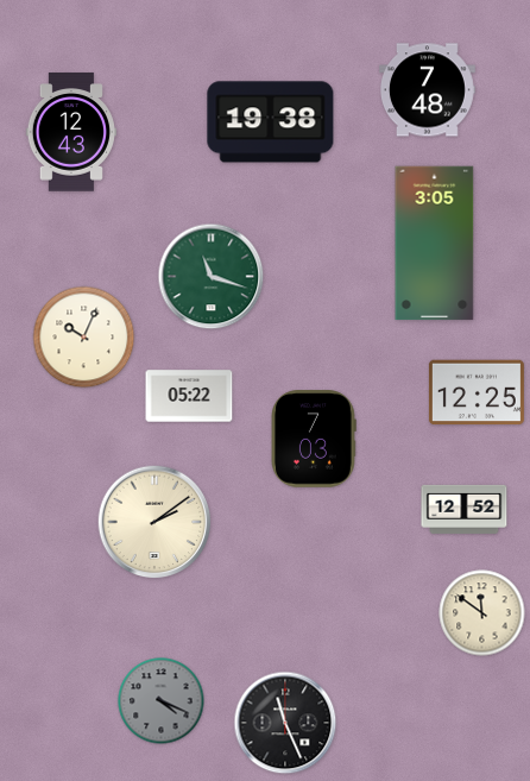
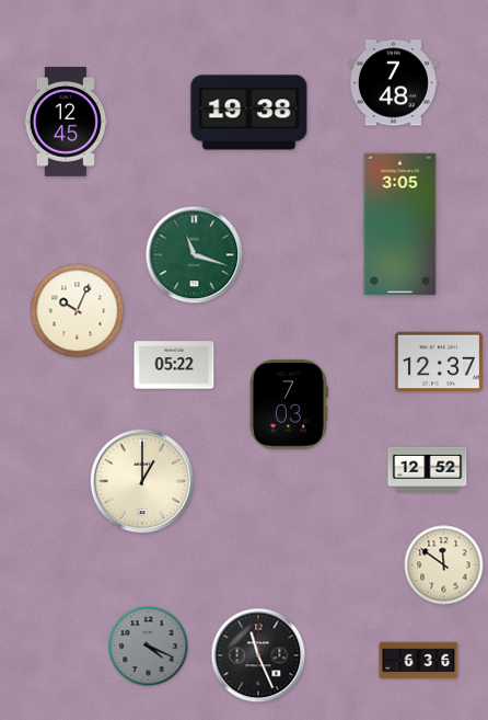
clock at (71, 132): 12:43 -> 12:45
clock at (477, 392): 12:25 -> 12:37
clock at (154, 522): 2:09 -> 1:00
clock at (419, 661): none -> 6:36
clock at (285, 723) position: (285, 723) -> (258, 655)
